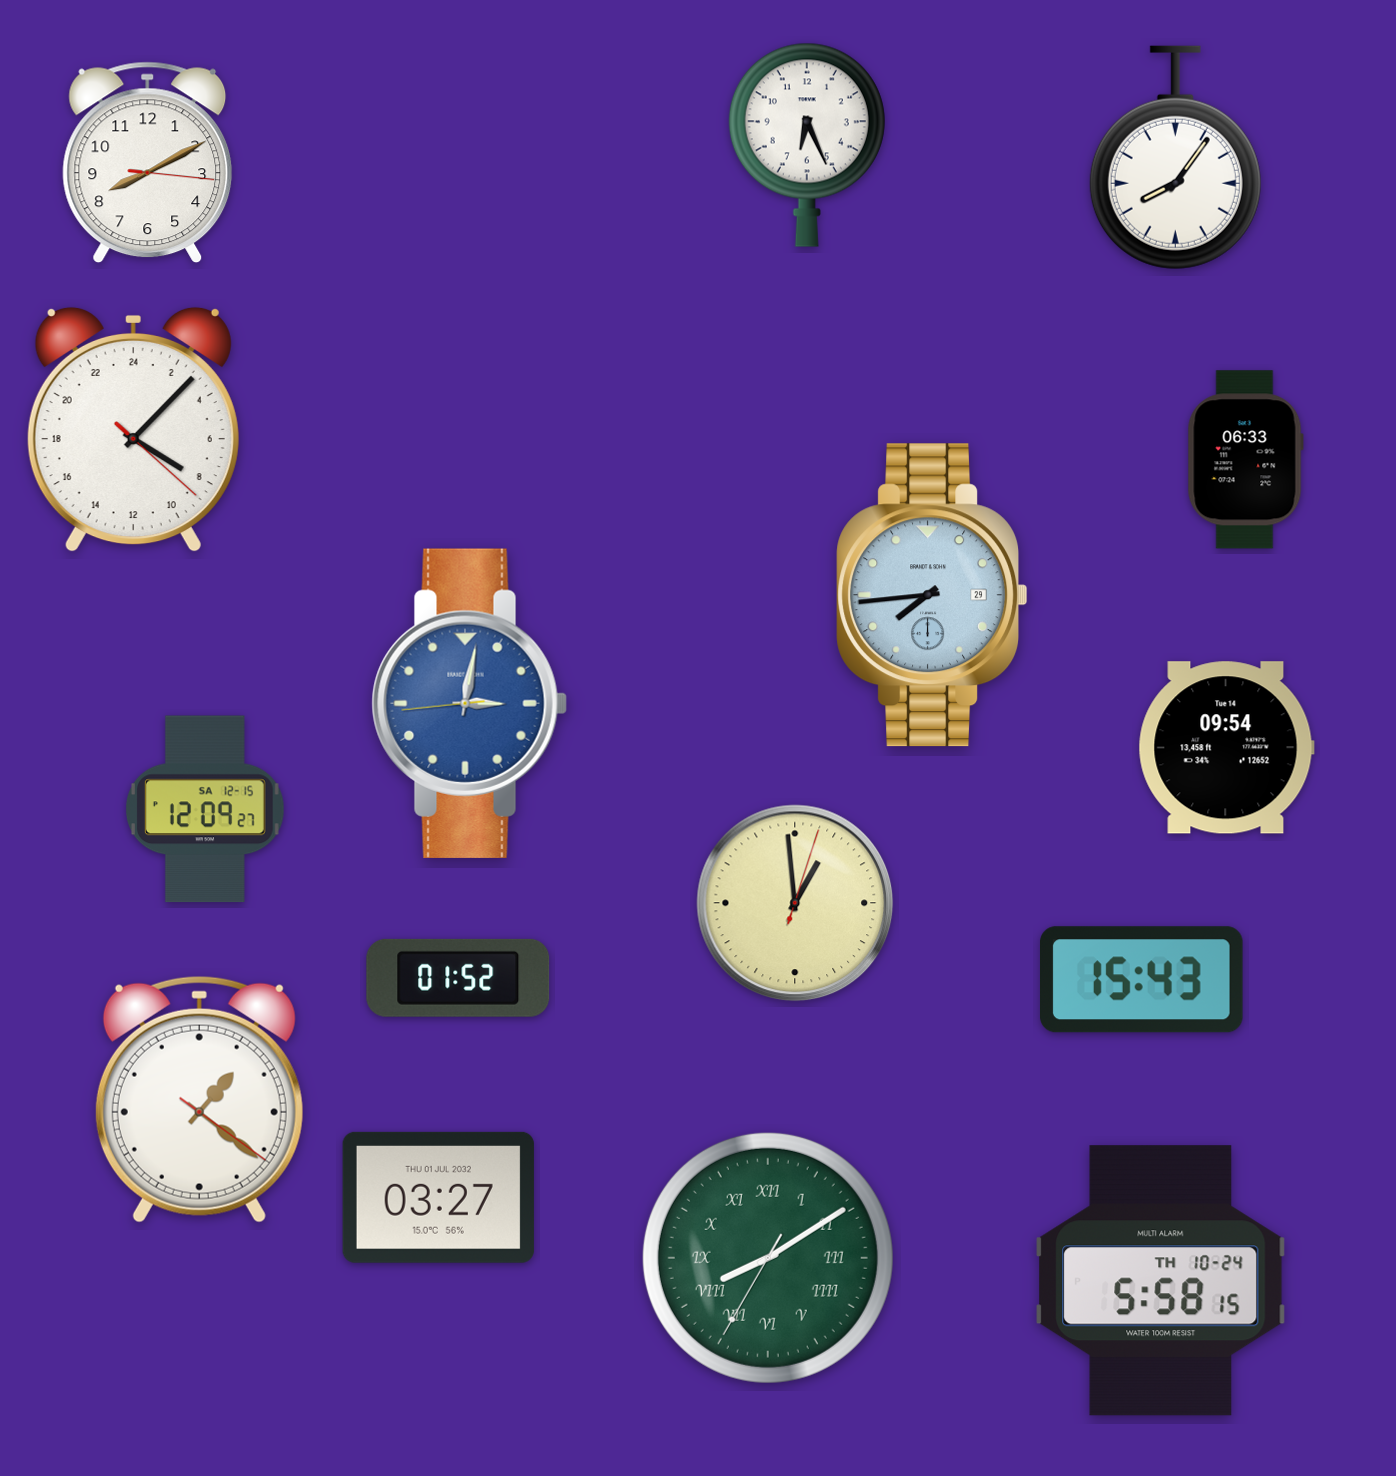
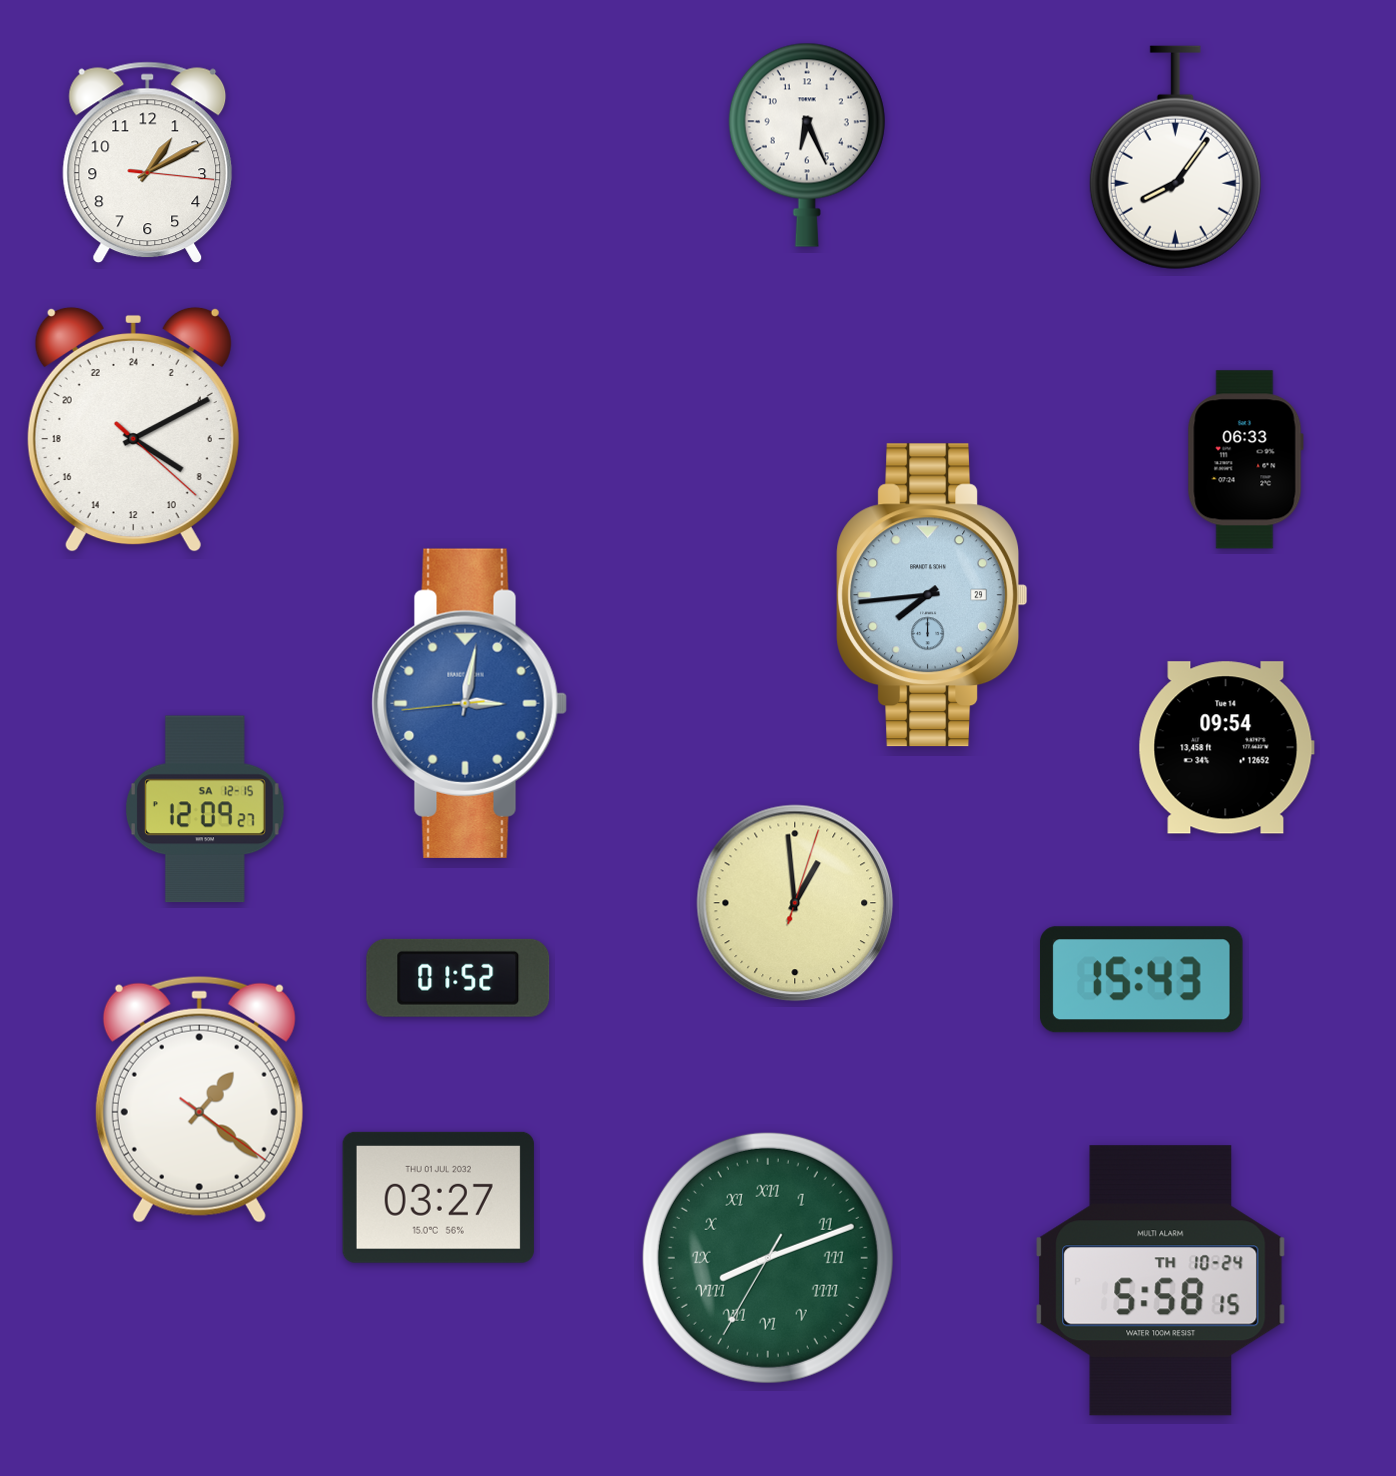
clock at (148, 163): 8:10 -> 1:10
clock at (133, 429): 8:07 -> 8:10
clock at (768, 1258): 8:09 -> 8:11
